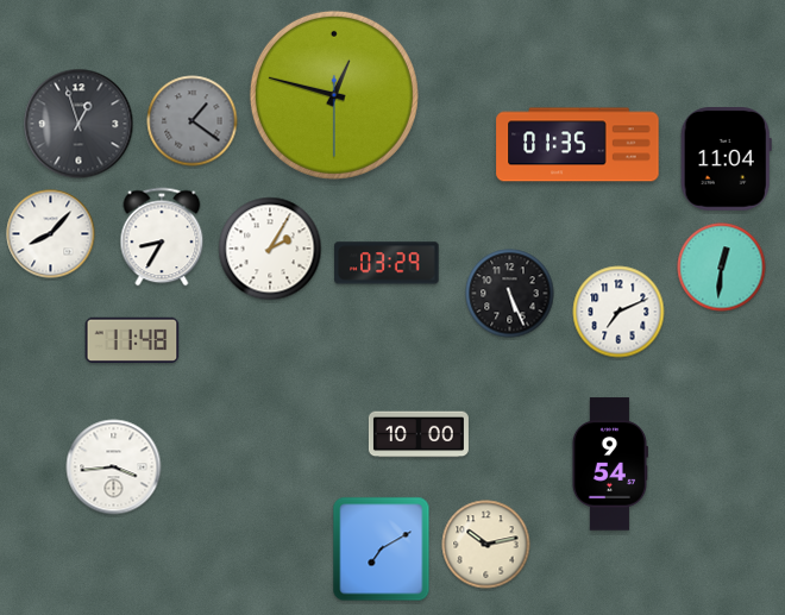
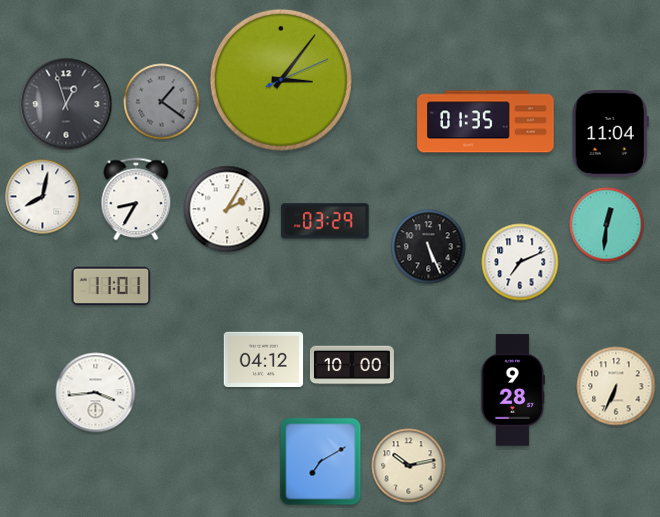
clock at (334, 95): 12:47 -> 3:06
clock at (51, 234): 8:07 -> 8:02
clock at (132, 340): 11:48 -> 11:01
clock at (264, 359): none -> 04:12
clock at (616, 386): none -> 6:34
clock at (609, 464): 9:54 -> 9:28
clock at (486, 545) position: (486, 545) -> (409, 466)
